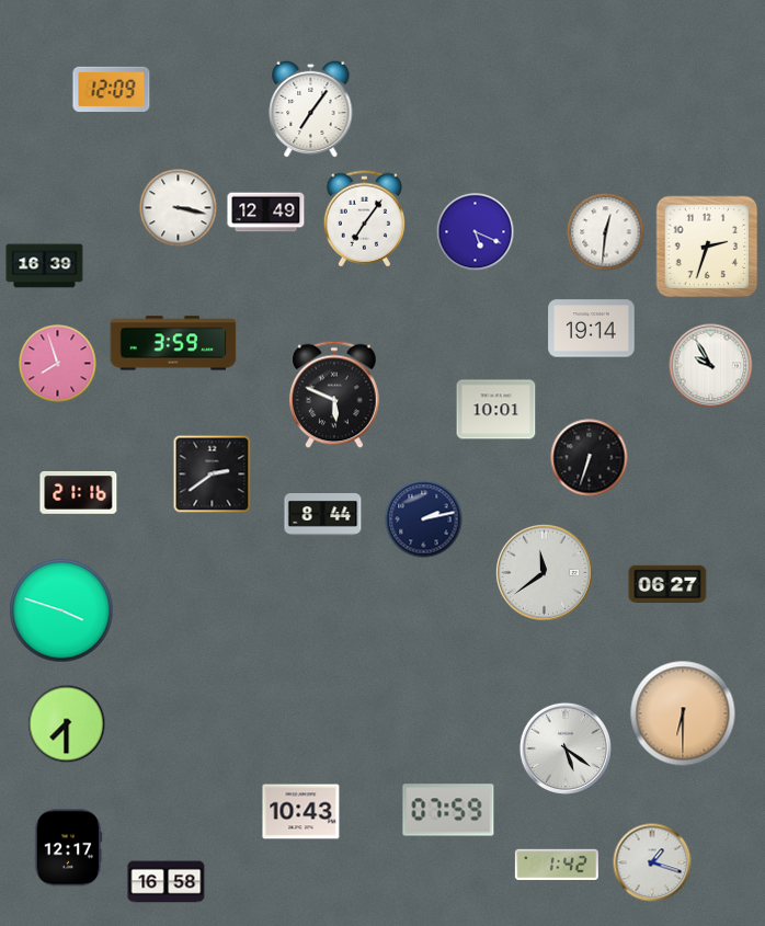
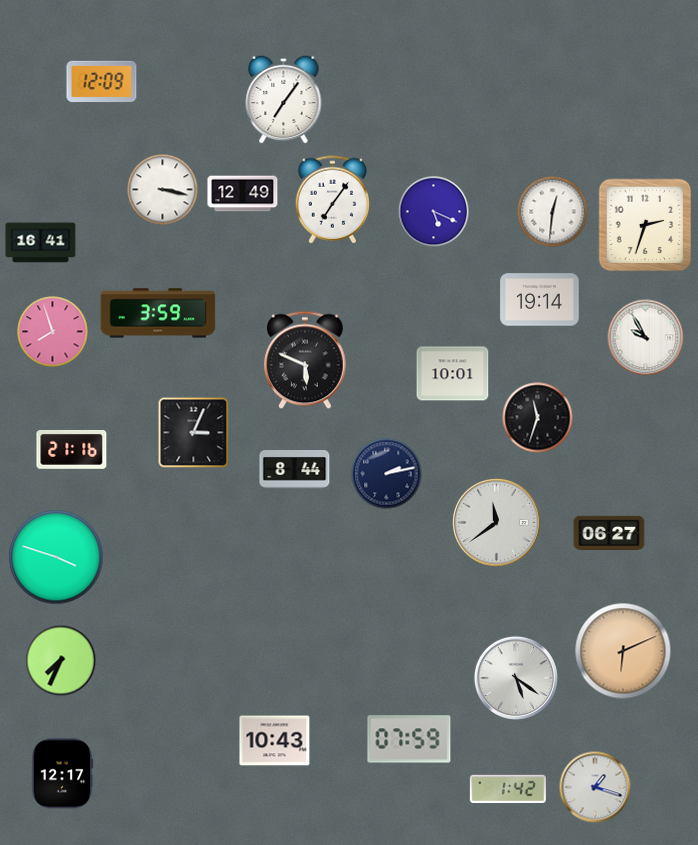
clock at (45, 266): 16:39 -> 16:41
clock at (711, 366) position: (711, 366) -> (646, 338)
clock at (590, 458): 6:33 -> 11:33
clock at (213, 475): 2:39 -> 3:04
clock at (683, 713): 6:30 -> 6:11
clock at (67, 724): 7:30 -> 7:34
clock at (566, 748) position: (566, 748) -> (516, 678)
clock at (167, 882): 16:58 -> none
